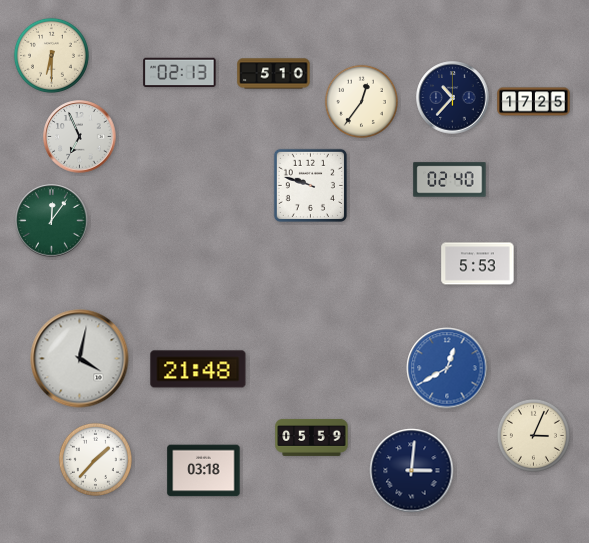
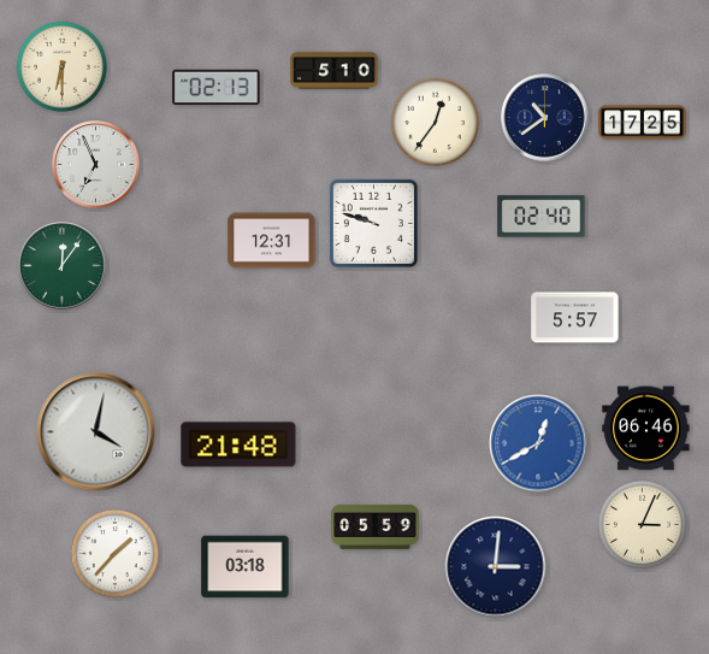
clock at (274, 74) position: (274, 74) -> (335, 71)
clock at (453, 98): 10:37 -> 10:39
clock at (272, 241): none -> 12:31
clock at (478, 264): 5:53 -> 5:57
clock at (646, 429): none -> 06:46
